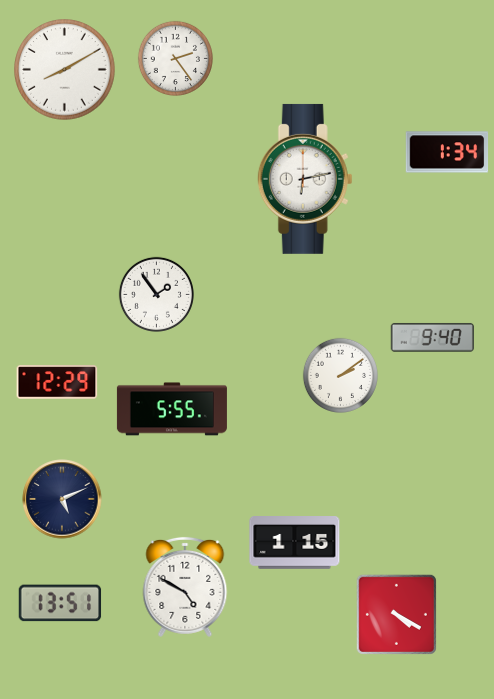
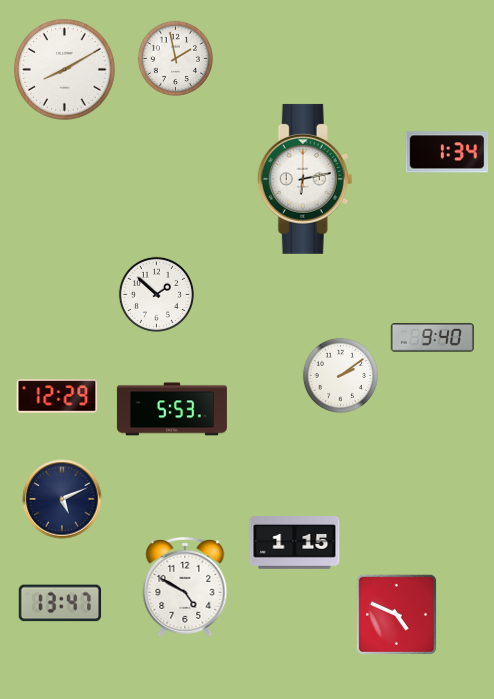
clock at (175, 58): 2:24 -> 1:58
clock at (156, 294): 1:54 -> 1:52
clock at (57, 382) position: (57, 382) -> (57, 396)
clock at (172, 409): 5:55 -> 5:53
clock at (60, 603): 13:51 -> 13:47
clock at (396, 614): 4:20 -> 4:49
